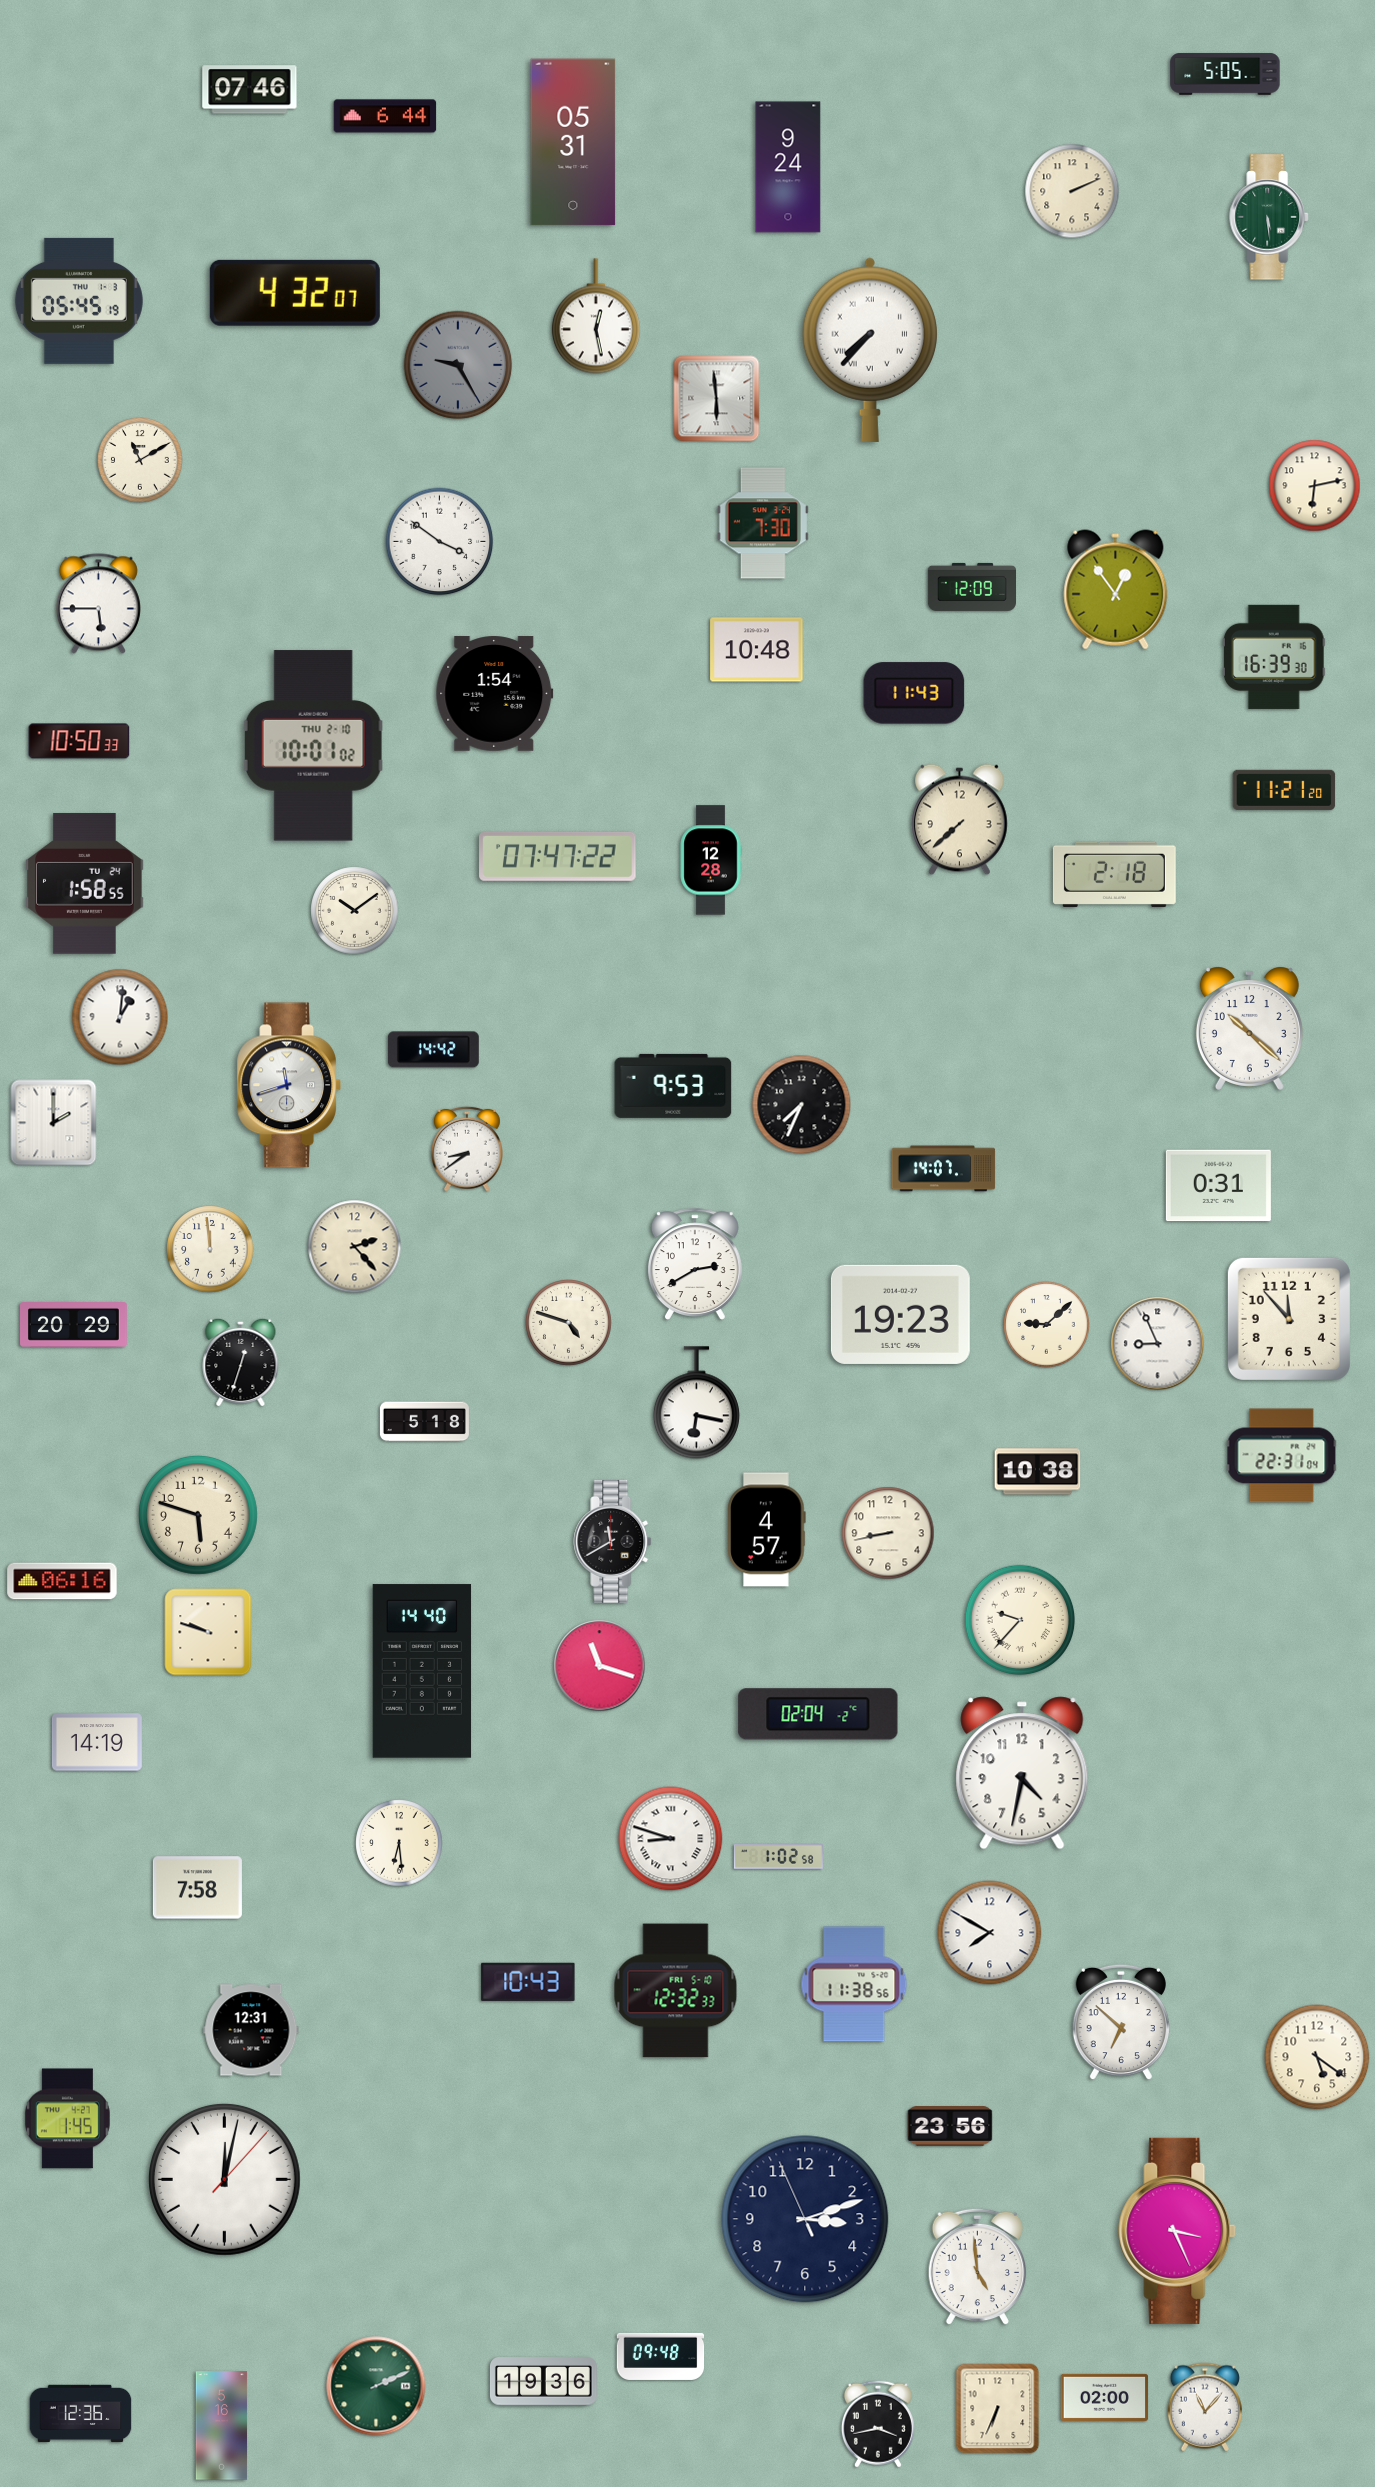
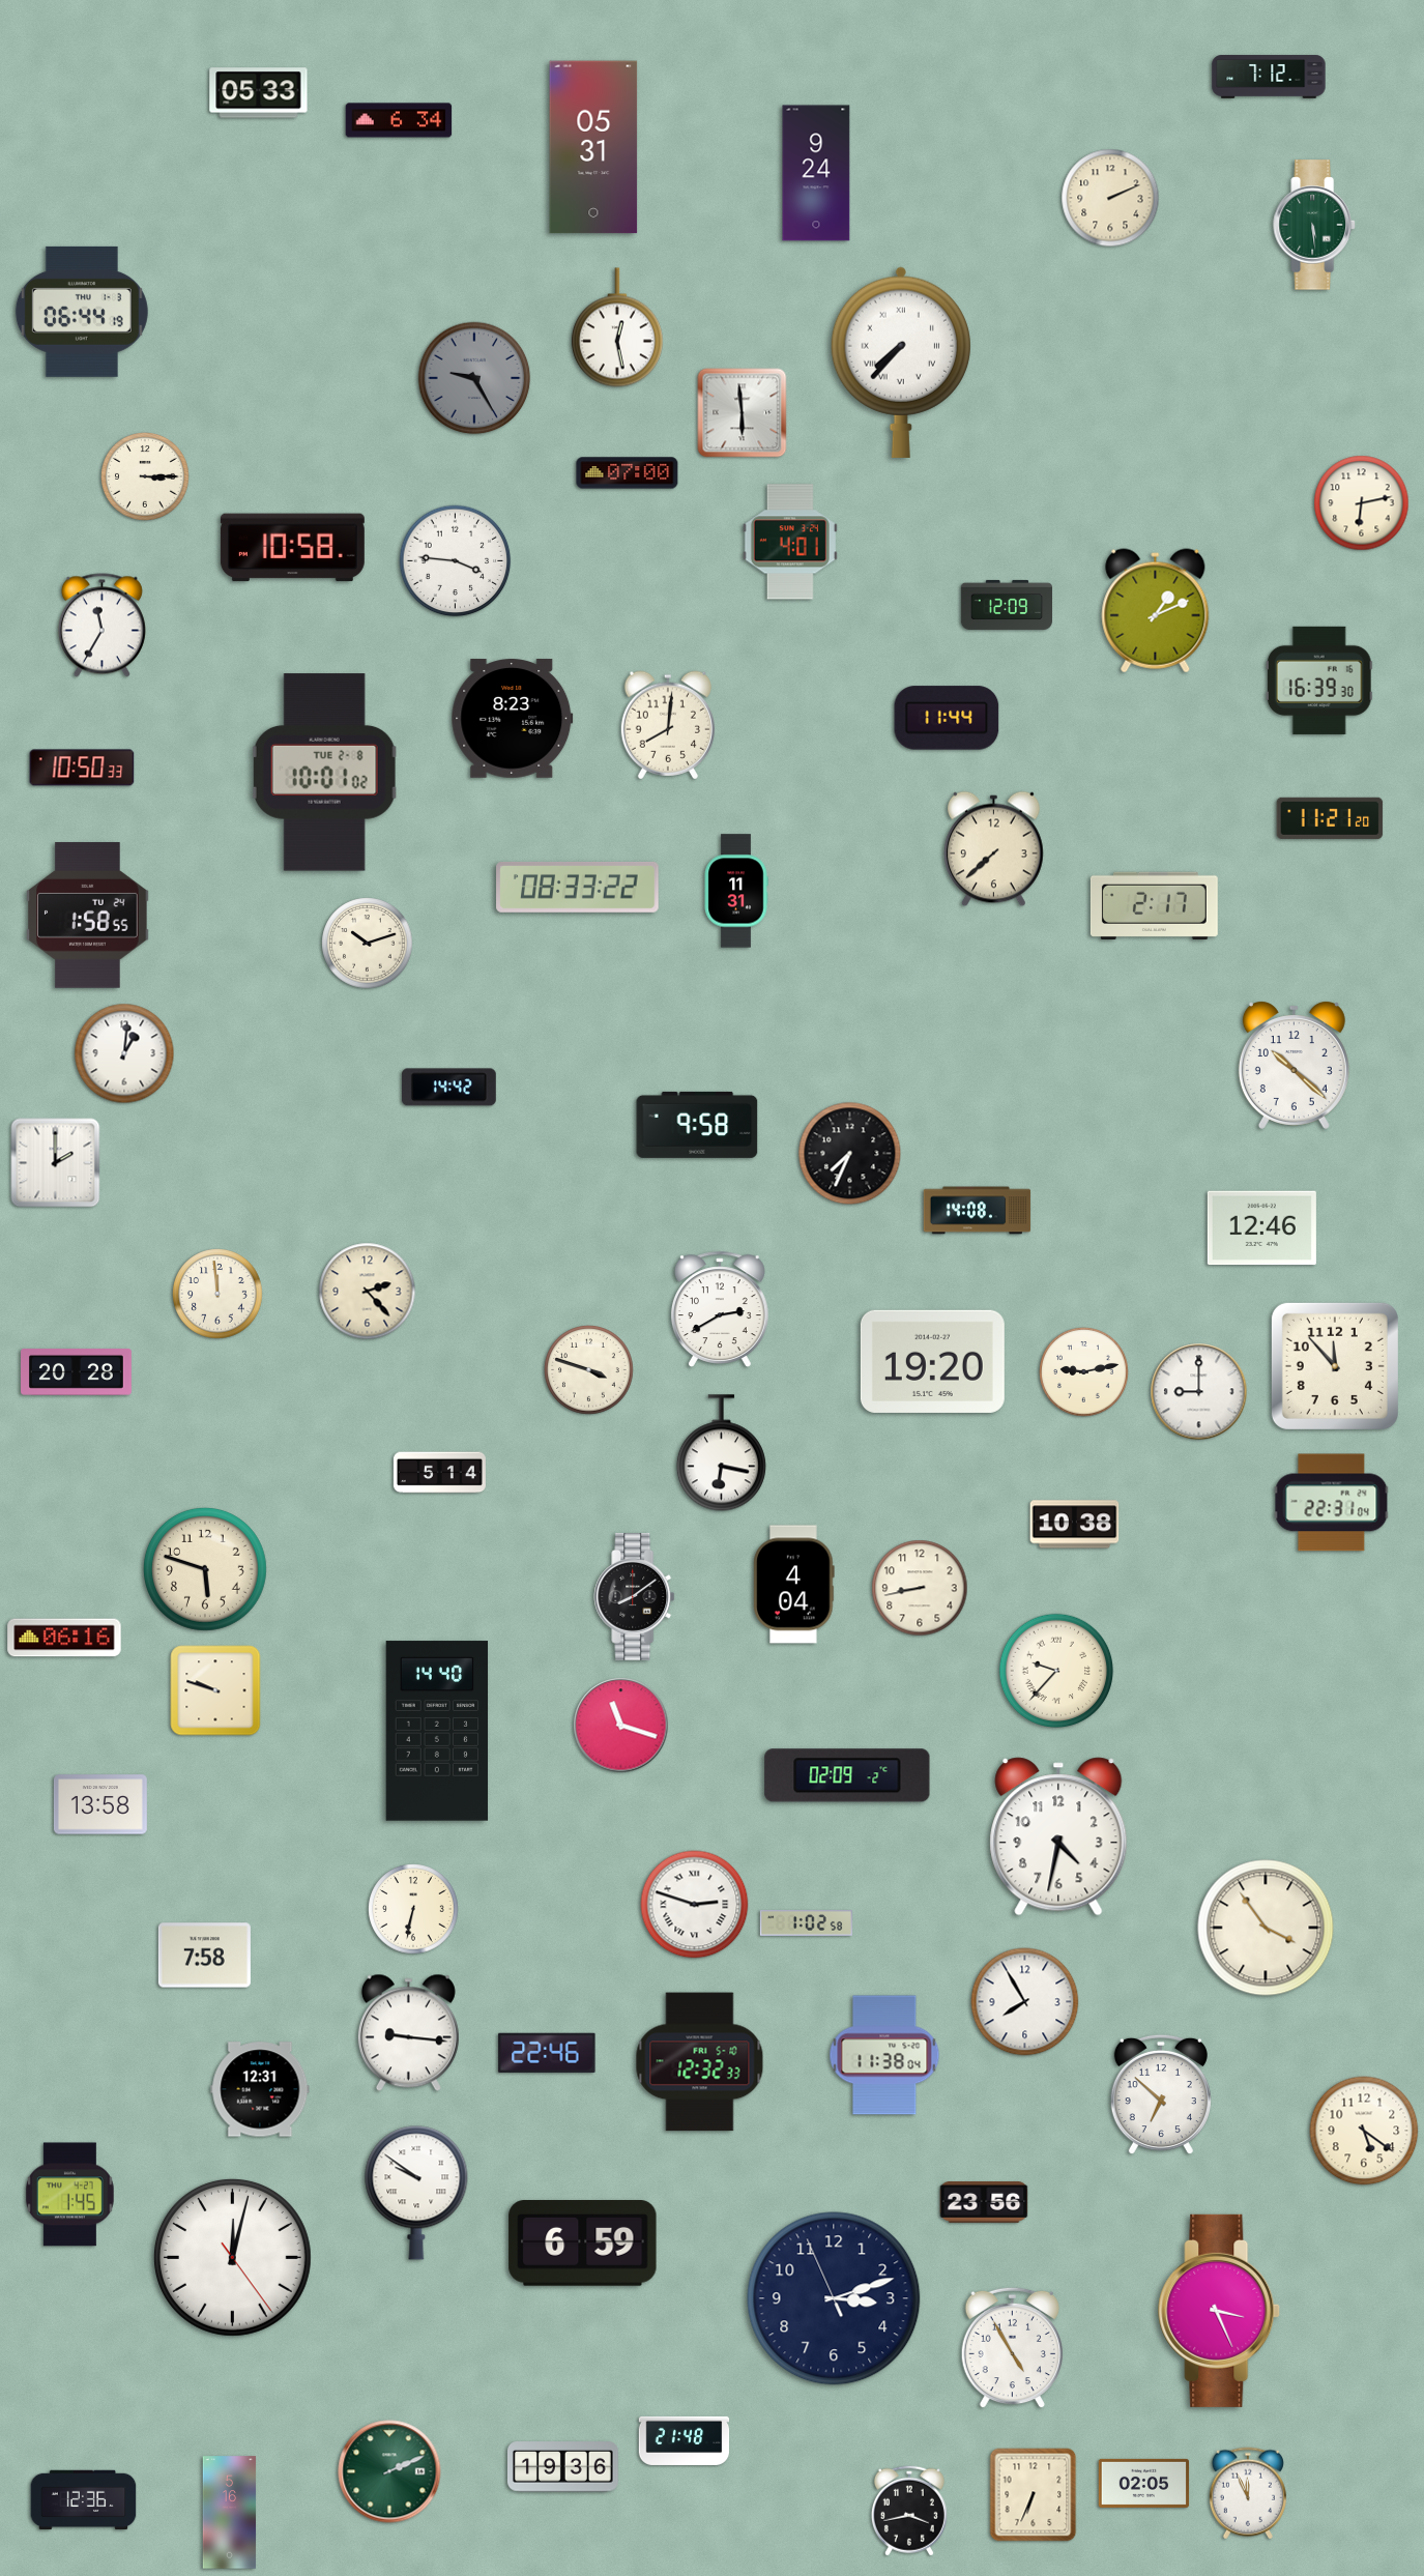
clock at (1225, 74): 5:05 -> 7:12
clock at (250, 90): 07:46 -> 05:33
clock at (385, 116): 6:44 -> 6:34
clock at (295, 293): 4:32 -> none
clock at (79, 301): 05:45 -> 06:44
clock at (628, 473): none -> 07:00
clock at (141, 461): 11:10 -> 3:15
clock at (763, 523): 7:30 -> 4:01
clock at (292, 548): none -> 10:58
clock at (440, 542): 3:51 -> 3:46
clock at (971, 587) position: (971, 587) -> (1006, 605)
clock at (1116, 590): 12:54 -> 1:11
clock at (98, 604): 5:45 -> 11:35
clock at (757, 650): 10:48 -> none
clock at (914, 693): 11:43 -> 11:44
clock at (495, 694): 1:54 -> 8:23
clock at (667, 725): none -> 8:01
clock at (313, 746) date: THU 2-10 -> TUE 2-8
clock at (558, 857): 07:47 -> 08:33
clock at (711, 860): 12:28 -> 11:31
clock at (1114, 874): 2:18 -> 2:17
clock at (355, 911): 10:09 -> 10:12
clock at (289, 1085): 11:42 -> none
clock at (673, 1086): 9:53 -> 9:58
clock at (802, 1105) position: (802, 1105) -> (850, 1154)
clock at (468, 1149): 8:39 -> none
clock at (944, 1169): 14:07 -> 14:08
clock at (1218, 1186): 0:31 -> 12:46
clock at (900, 1314): 19:23 -> 19:20
clock at (569, 1323): 4:48 -> 3:48
clock at (74, 1325): 20:29 -> 20:28
clock at (1047, 1325): 9:08 -> 9:13
clock at (1158, 1344): 8:56 -> 9:00
clock at (241, 1362): 12:33 -> none
clock at (424, 1422): 5:18 -> 5:14
clock at (1282, 1456) position: (1282, 1456) -> (1332, 1503)
clock at (767, 1530): 4:57 -> 4:04
clock at (613, 1541): 11:40 -> 8:09
clock at (1020, 1620) position: (1020, 1620) -> (1056, 1671)
clock at (818, 1714): 02:04 -> 02:09
clock at (97, 1742): 14:19 -> 13:58
clock at (671, 1839): 8:48 -> 2:48
clock at (399, 1843): 6:29 -> 6:32
clock at (1266, 1928): none -> 3:54
clock at (990, 1933): 7:50 -> 7:55
clock at (408, 2033): none -> 9:16
clock at (528, 1982): 10:43 -> 22:46
clock at (854, 1984): 11:38:56 -> 11:38:04
clock at (251, 2030) position: (251, 2030) -> (260, 2089)
clock at (416, 2193): none -> 9:51
clock at (583, 2244): none -> 6:59
clock at (224, 2179): 12:02:07 -> 12:02:24
clock at (977, 2267): 4:59 -> 4:55
clock at (661, 2356): 09:48 -> 21:48
clock at (1105, 2397): 02:00 -> 02:05
clock at (1205, 2407): 11:07 -> 11:56
